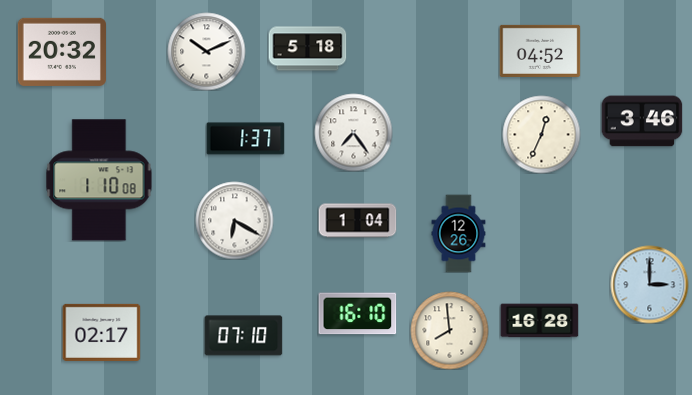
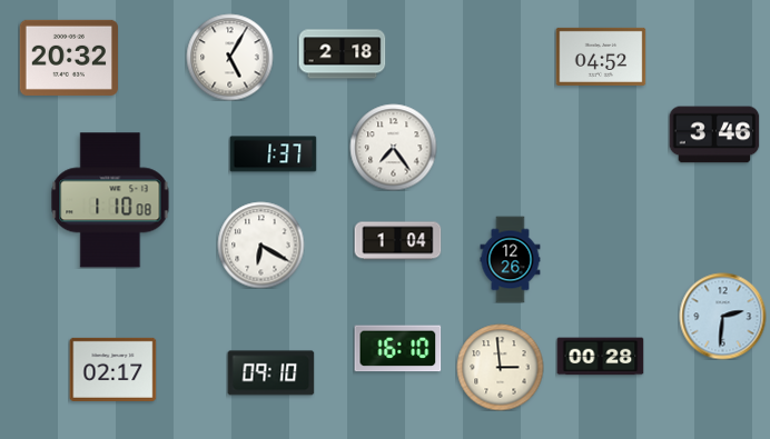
clock at (307, 49): 5:18 -> 2:18
clock at (206, 51): 10:11 -> 5:05
clock at (541, 134): 12:34 -> none
clock at (357, 221) position: (357, 221) -> (397, 241)
clock at (649, 284): 3:00 -> 2:31
clock at (539, 321): 16:28 -> 00:28
clock at (449, 330): 7:59 -> 2:59
clock at (243, 336): 07:10 -> 09:10
